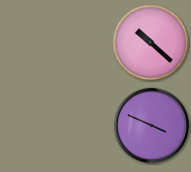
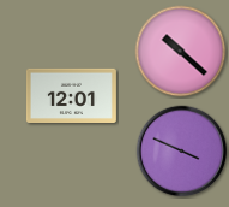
clock at (71, 95): none -> 12:01
